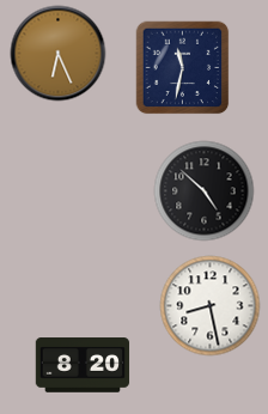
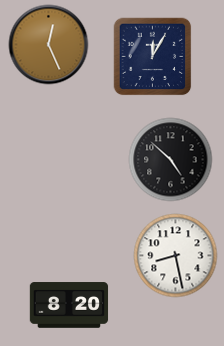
clock at (57, 53): 6:26 -> 12:26
clock at (182, 67): 11:32 -> 12:05
